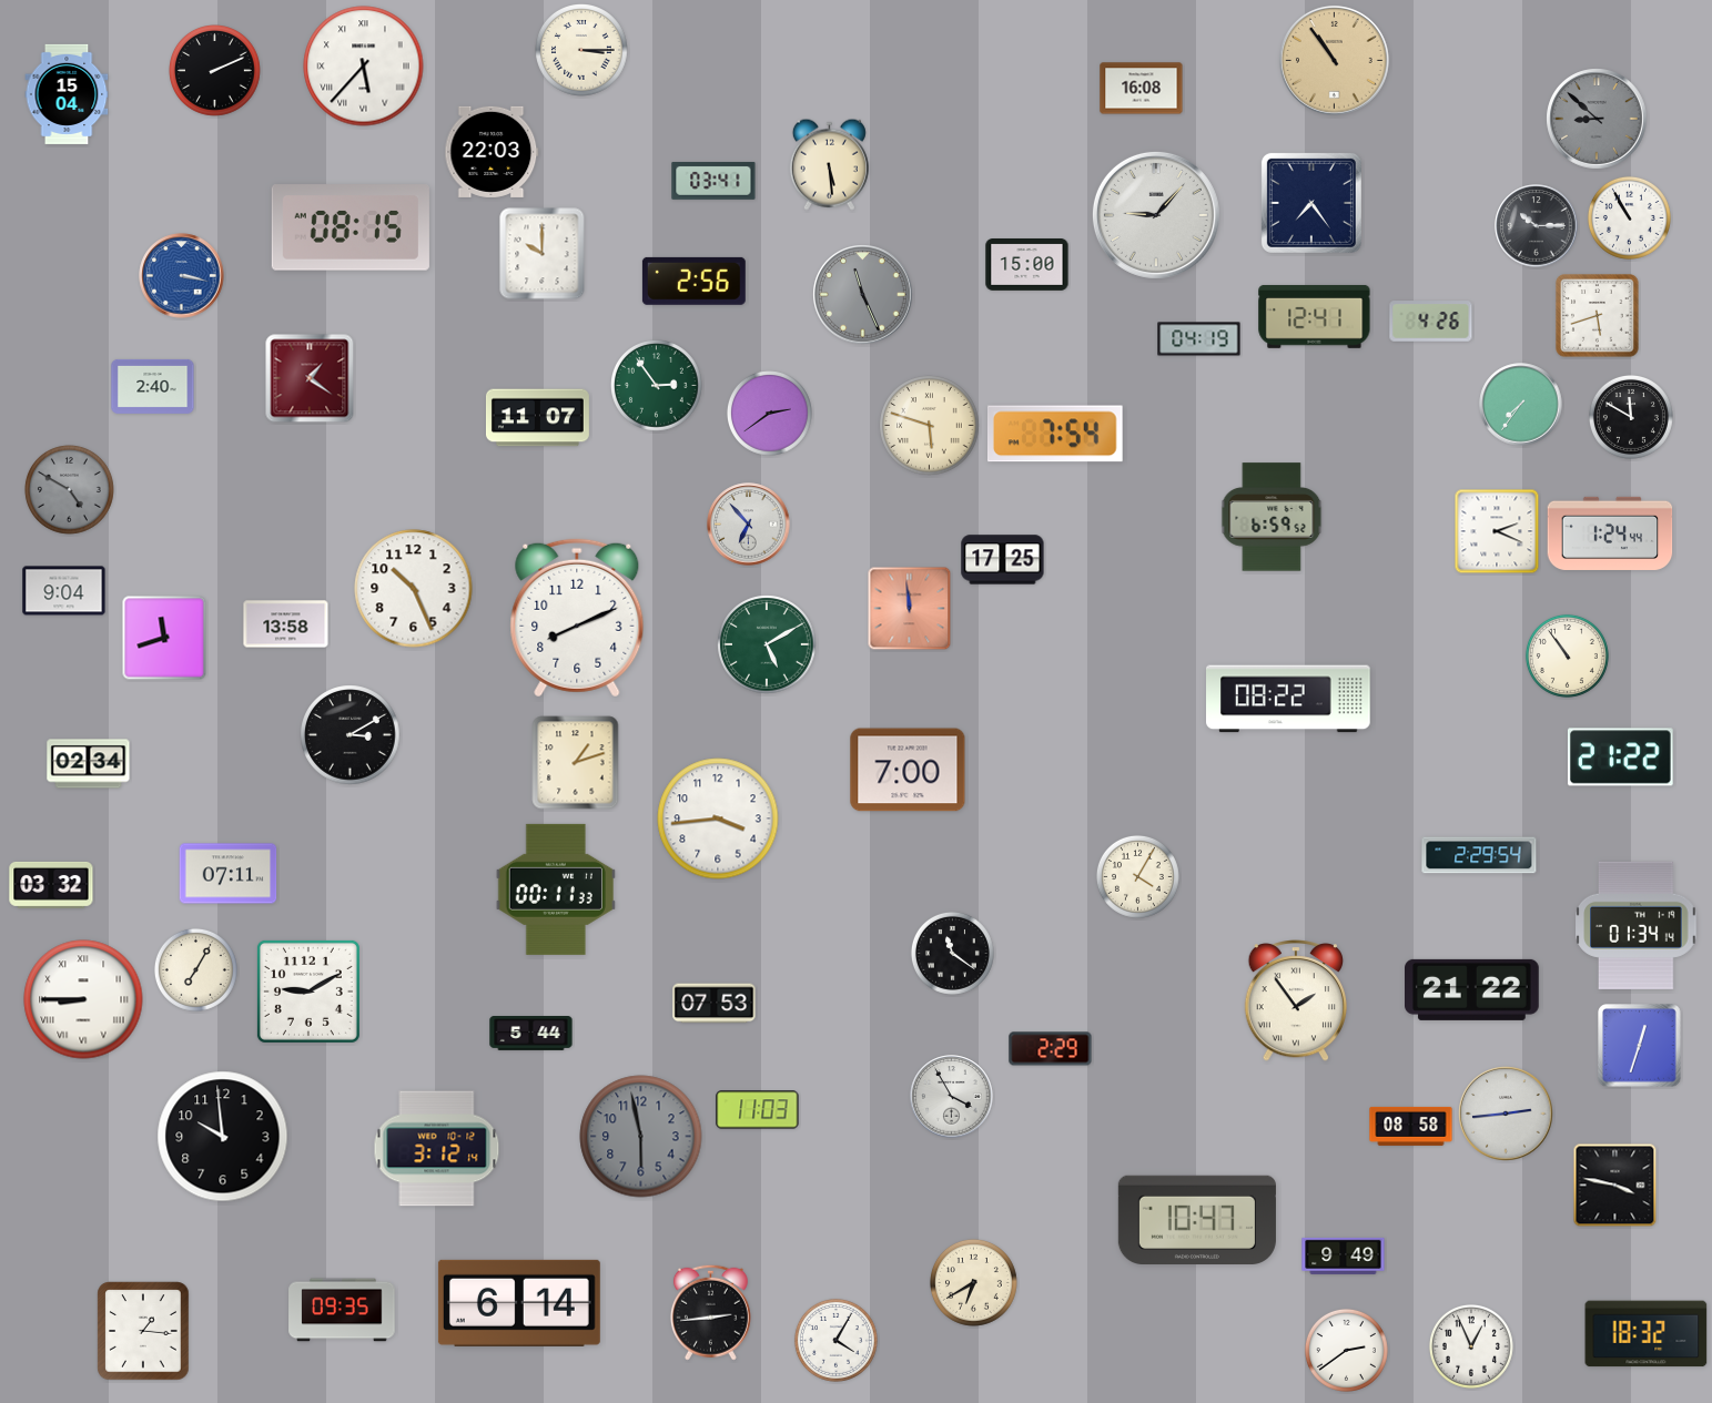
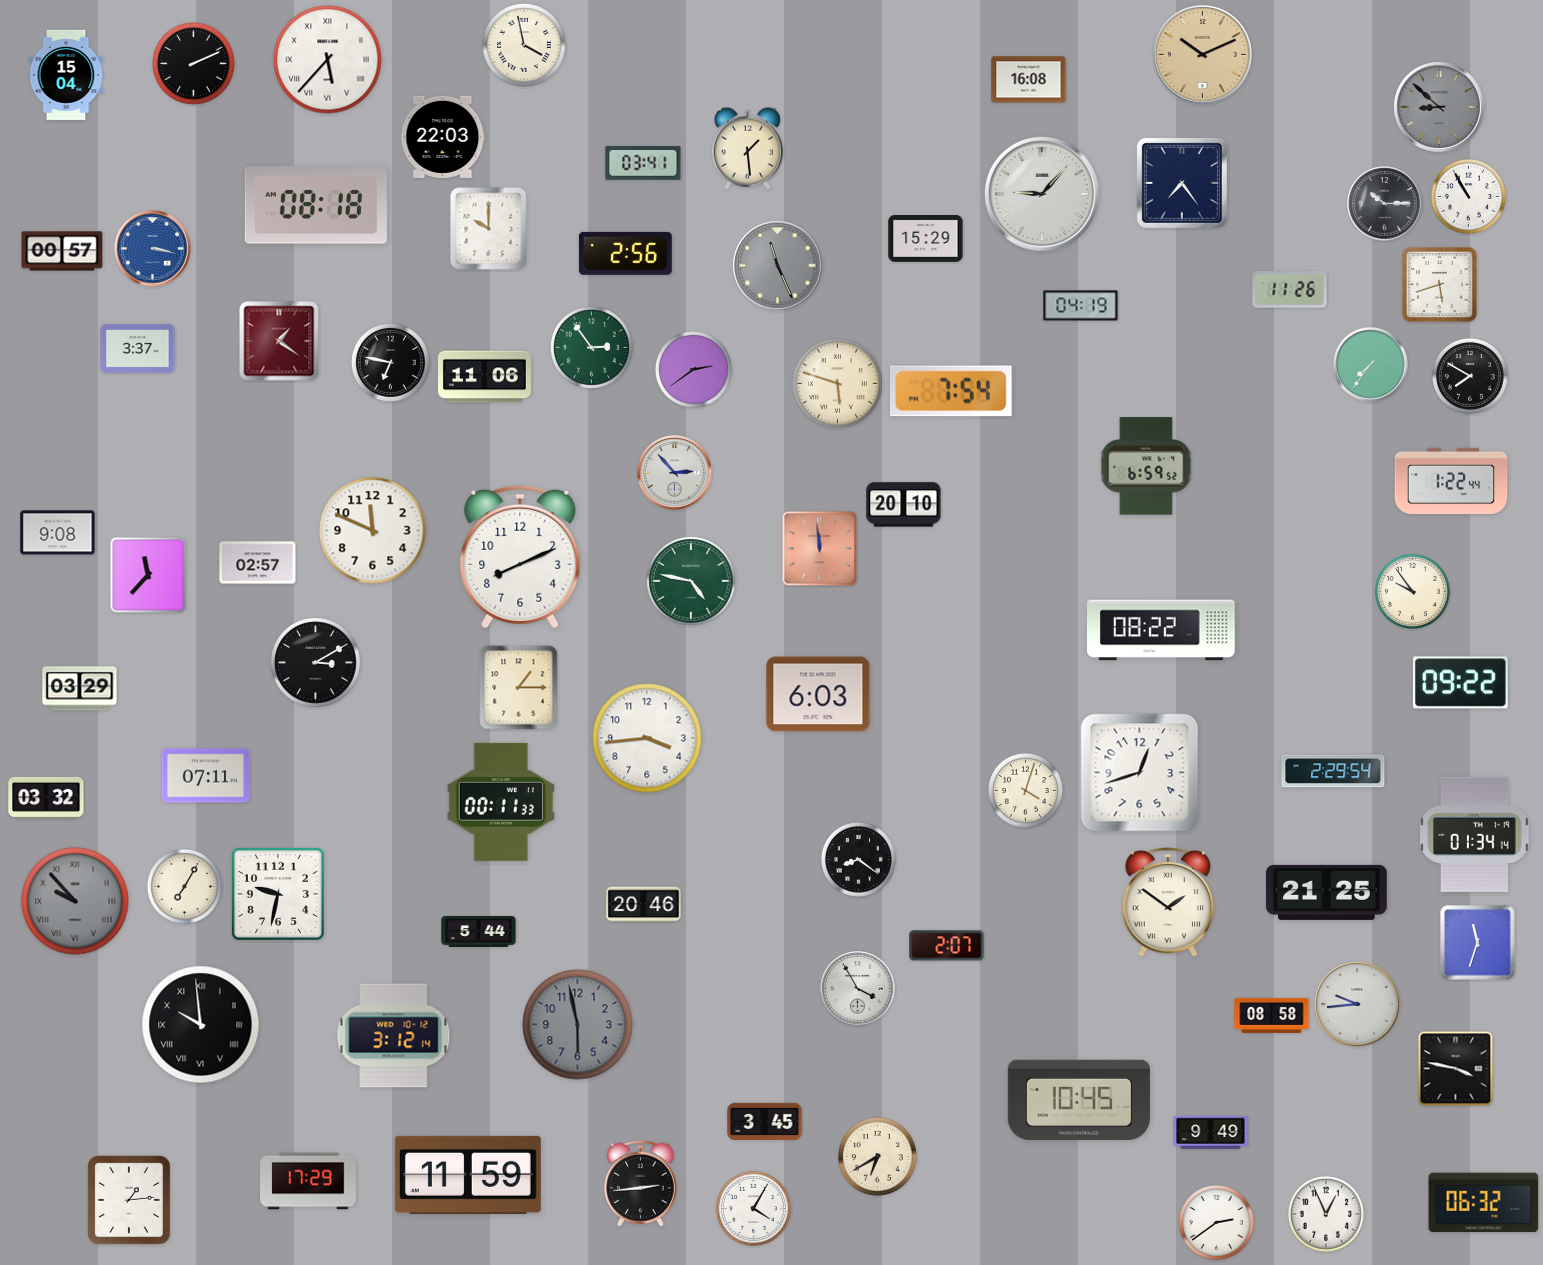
clock at (583, 51): 3:15 -> 3:58
clock at (1335, 61): 10:54 -> 10:11
clock at (67, 94) position: (67, 94) -> (66, 75)
clock at (829, 164): 5:29 -> 1:29
clock at (351, 227): 08:15 -> 08:18
clock at (1027, 265): 15:00 -> 15:29
clock at (182, 276) position: (182, 276) -> (153, 249)
clock at (62, 251): none -> 00:57
clock at (1315, 316): 12:41 -> none
clock at (1431, 322): 4:26 -> 11:26
clock at (153, 386): 2:40 -> 3:37
clock at (390, 362): none -> 6:47
clock at (769, 413) position: (769, 413) -> (693, 369)
clock at (1631, 417): 11:50 -> 7:50
clock at (537, 418): 11:07 -> 11:06
clock at (70, 490): 4:50 -> none
clock at (749, 525): 6:53 -> 2:53
clock at (1497, 531): 2:19 -> none
clock at (1610, 533): 1:24 -> 1:22
clock at (1003, 560): 17:25 -> 20:10
clock at (414, 589): 10:26 -> 11:49
clock at (64, 591): 9:04 -> 9:08
clock at (286, 624): 13:58 -> 02:57
clock at (164, 638): 11:42 -> 11:37
clock at (767, 644): 5:10 -> 4:47
clock at (1567, 655): 10:54 -> 9:54
clock at (1621, 758): 21:22 -> 09:22
clock at (576, 763): 1:12 -> 1:15
clock at (89, 764): 02:34 -> 03:29
clock at (908, 770): 7:00 -> 6:03
clock at (1140, 773): none -> 12:42
clock at (229, 874) position: (229, 874) -> (206, 776)
clock at (1137, 876): 4:05 -> 4:03
clock at (952, 953): 11:21 -> 8:21
clock at (195, 969) position: (195, 969) -> (184, 886)
clock at (1472, 989): 21:22 -> 21:25
clock at (308, 992): 9:10 -> 9:32
clock at (83, 999): 8:45 -> 9:53
clock at (83, 999) dial: white -> grey
clock at (1295, 1002): 1:54 -> 1:51
clock at (715, 1004): 07:53 -> 20:46
clock at (1640, 1046): 12:33 -> 11:33
clock at (1051, 1049): 2:29 -> 2:07
clock at (758, 1110): 11:03 -> none
clock at (1506, 1114): 2:44 -> 9:44
clock at (223, 1137) numerals: Arabic -> Roman
clock at (1197, 1219): 10:47 -> 10:45
clock at (765, 1121): none -> 3:45
clock at (519, 1303): 6:14 -> 11:59
clock at (342, 1310): 09:35 -> 17:29
clock at (143, 1331): 1:16 -> 1:14
clock at (1647, 1334): 18:32 -> 06:32
clock at (1346, 1350) position: (1346, 1350) -> (1216, 1222)
